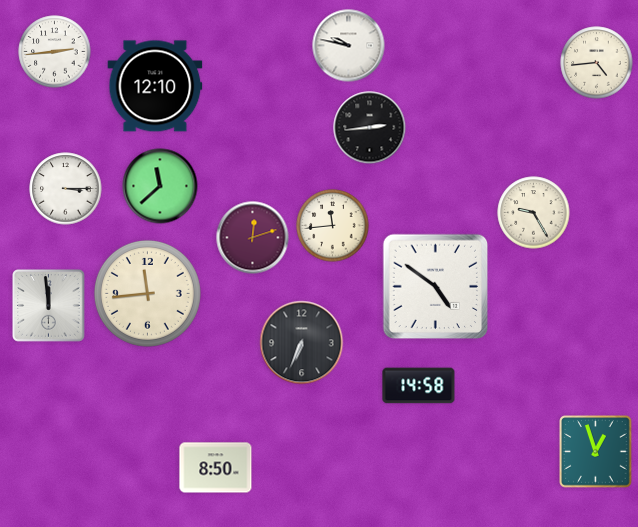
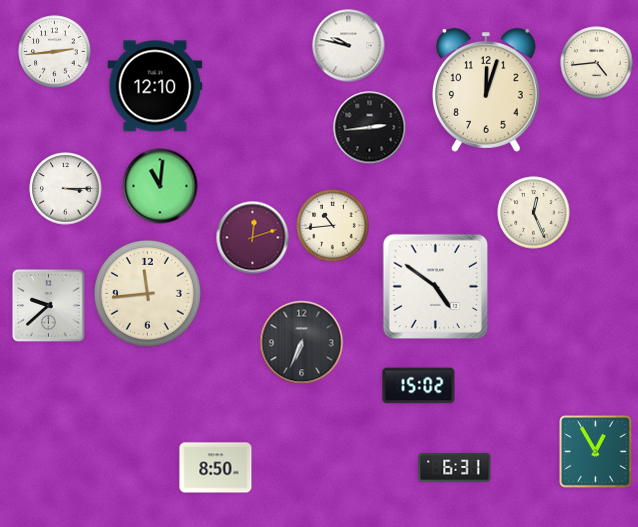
clock at (487, 90): none -> 12:03
clock at (160, 186): 11:38 -> 11:01
clock at (534, 213): 9:25 -> 12:26
clock at (333, 226): 11:44 -> 10:44
clock at (49, 306): 11:59 -> 9:38
clock at (419, 386): 14:58 -> 15:02
clock at (596, 452): 12:57 -> 12:55
clock at (455, 468): none -> 6:31
